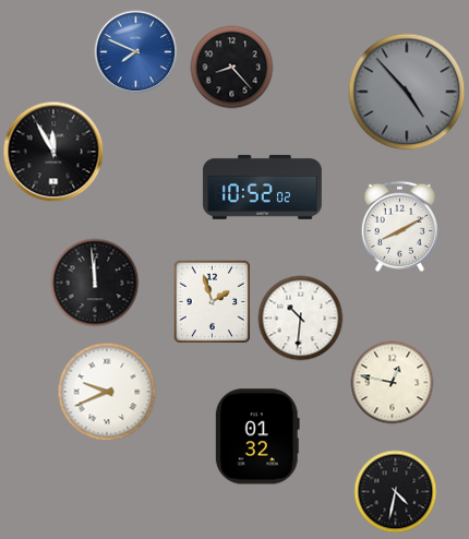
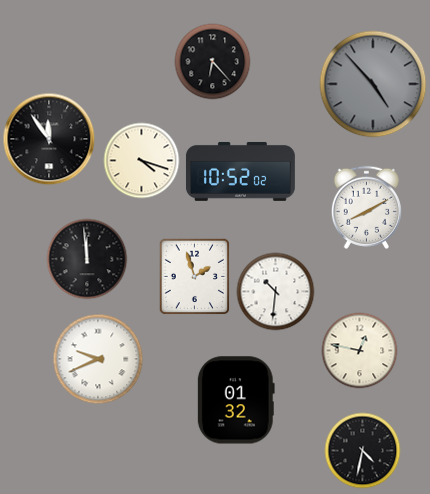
clock at (136, 52): 7:49 -> none
clock at (232, 68): 8:23 -> 6:23
clock at (53, 152): 11:55 -> 11:54
clock at (142, 161): none -> 4:18
